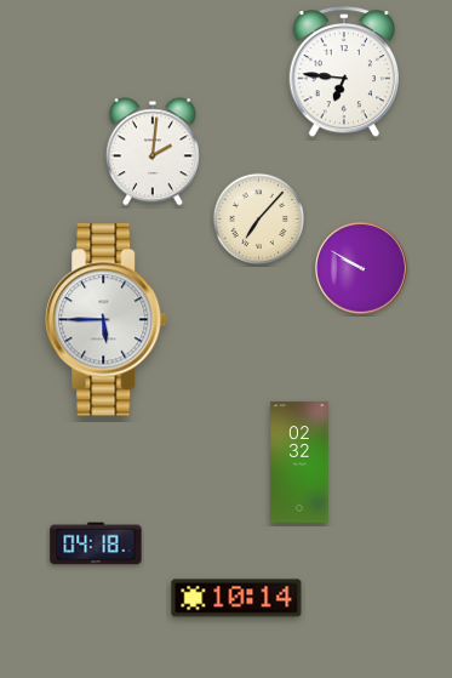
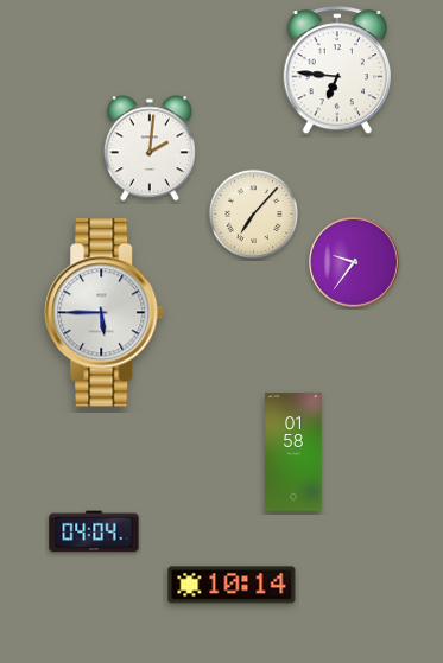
clock at (362, 269): 9:50 -> 9:36
clock at (299, 462): 02:32 -> 01:58
clock at (96, 543): 04:18 -> 04:04
